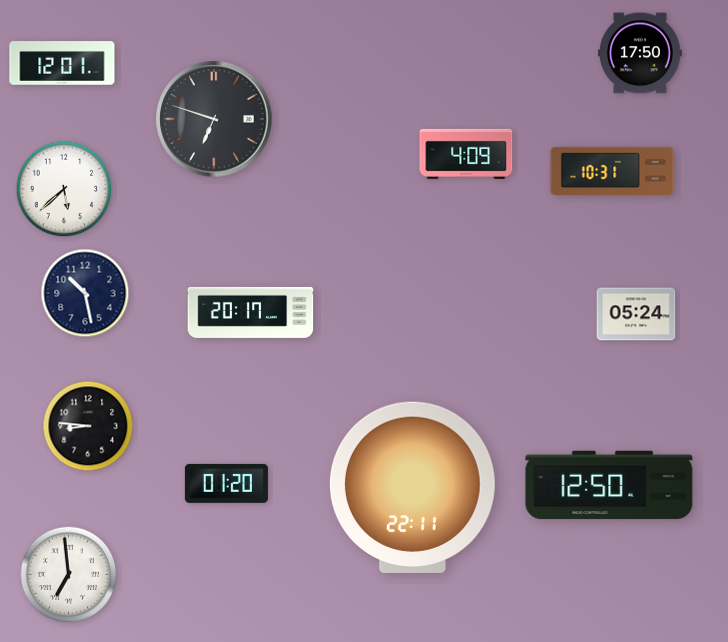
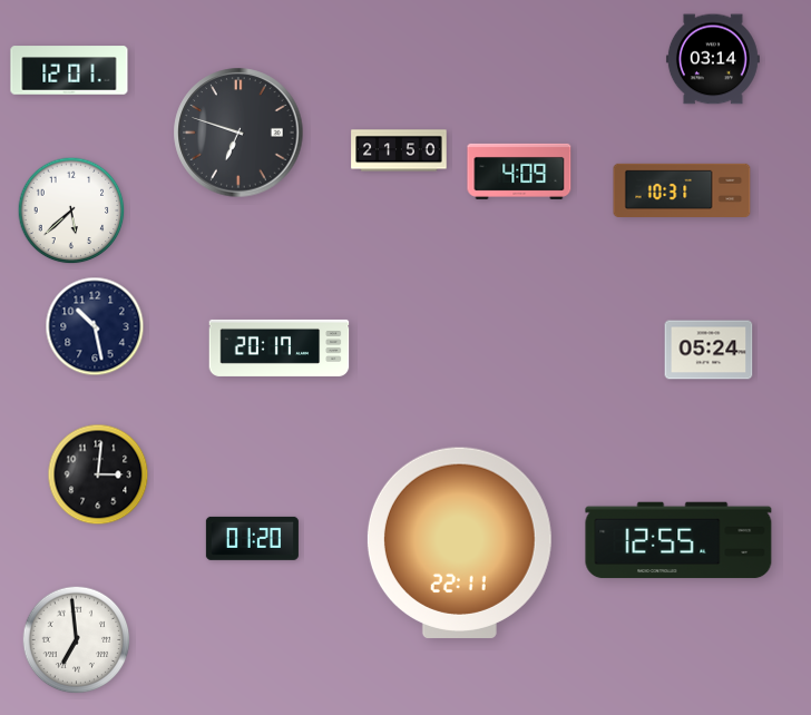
clock at (640, 53): 17:50 -> 03:14
clock at (399, 150): none -> 21:50
clock at (88, 426): 8:46 -> 3:01
clock at (609, 485): 12:50 -> 12:55
